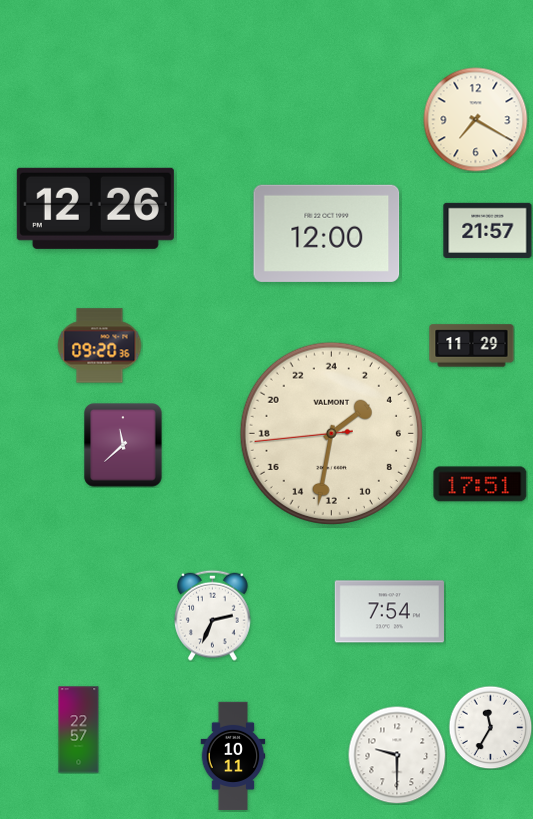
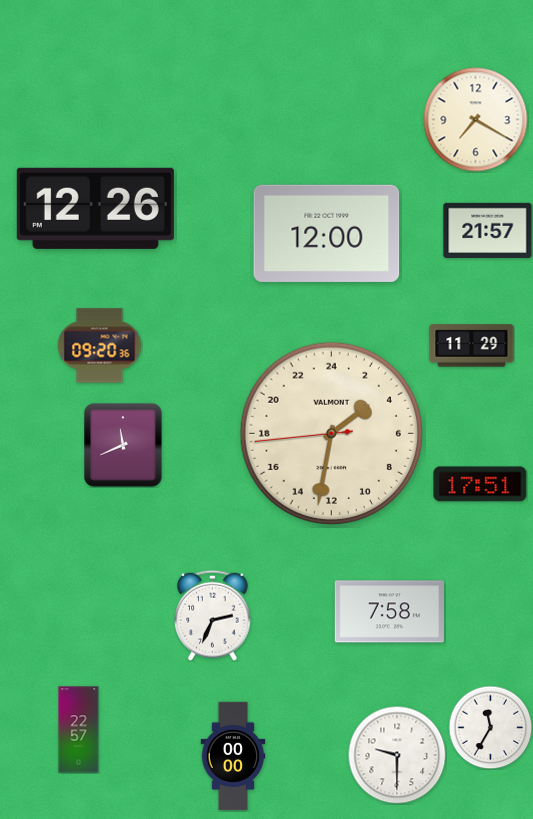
clock at (123, 445): 11:38 -> 11:41
clock at (389, 612): 7:54 -> 7:58
clock at (233, 756): 10:11 -> 00:00
